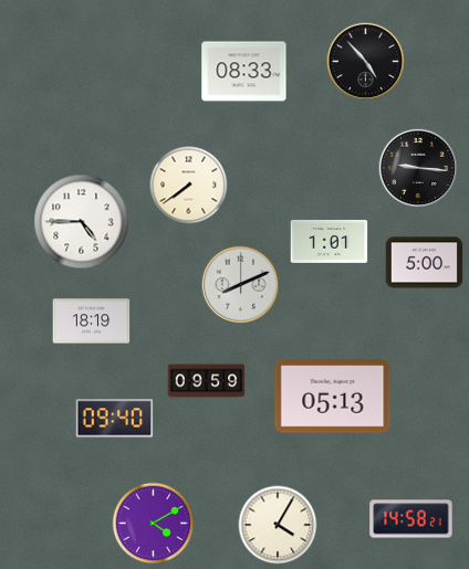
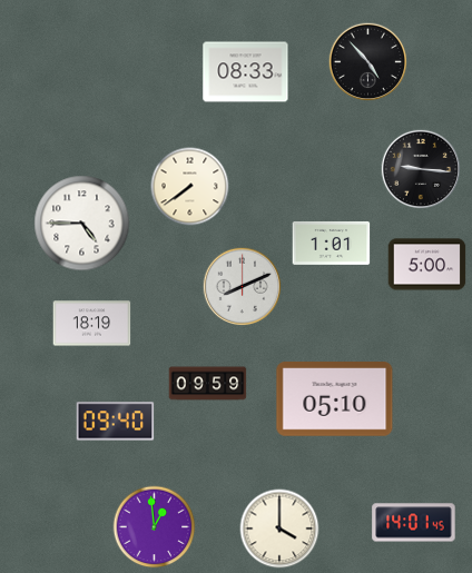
clock at (333, 397): 05:13 -> 05:10
clock at (411, 519): 14:58 -> 14:01
clock at (154, 524): 4:10 -> 12:59
clock at (278, 525): 4:05 -> 4:00
